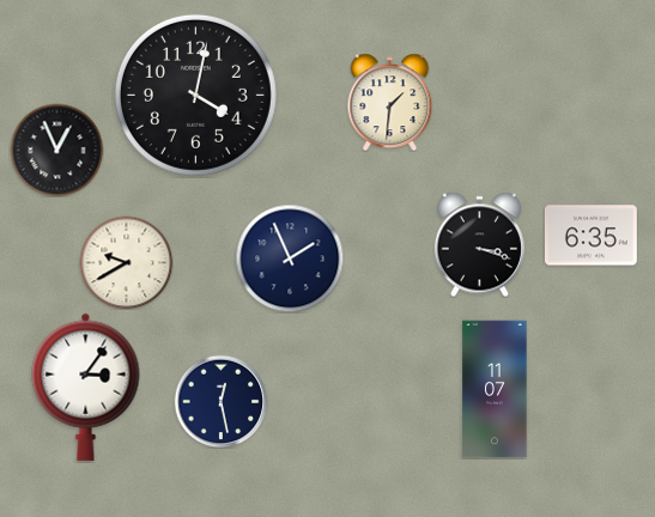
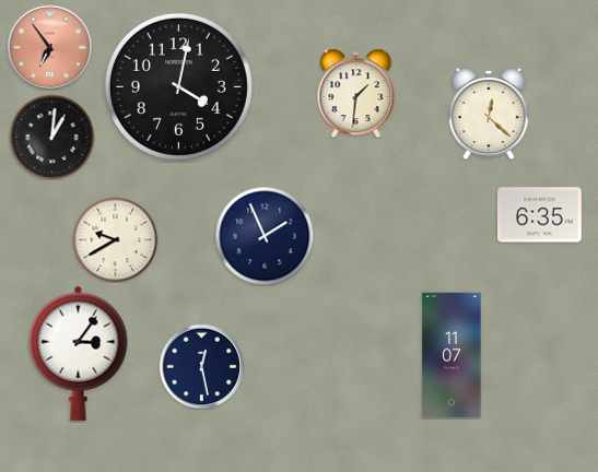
clock at (49, 47): none -> 6:54
clock at (489, 114): none -> 12:22
clock at (56, 150): 12:56 -> 1:01
clock at (479, 244): 3:18 -> none
